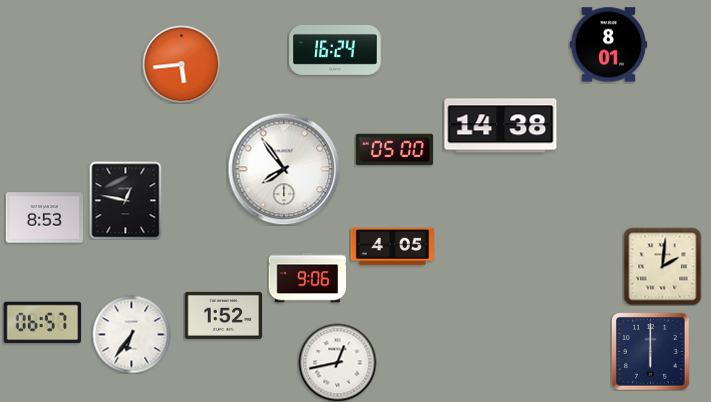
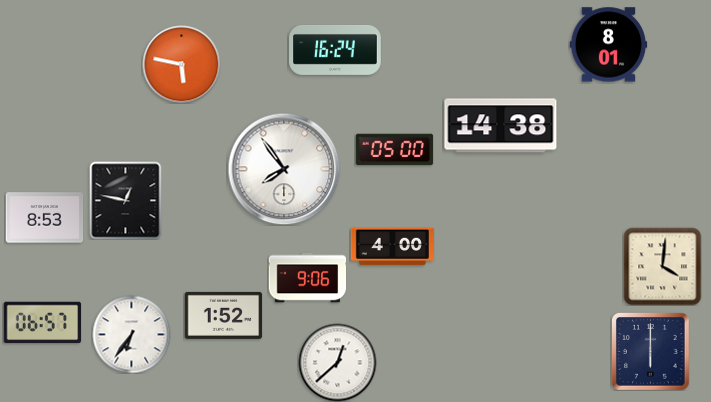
clock at (181, 64): 5:44 -> 5:47
clock at (392, 247): 4:05 -> 4:00
clock at (662, 266): 2:01 -> 4:01
clock at (337, 362): 12:43 -> 12:38
